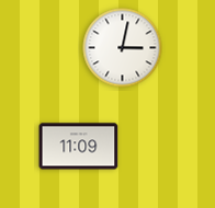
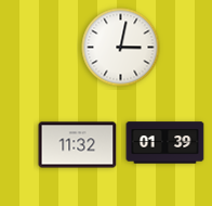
clock at (165, 143): none -> 01:39
clock at (79, 147): 11:09 -> 11:32
